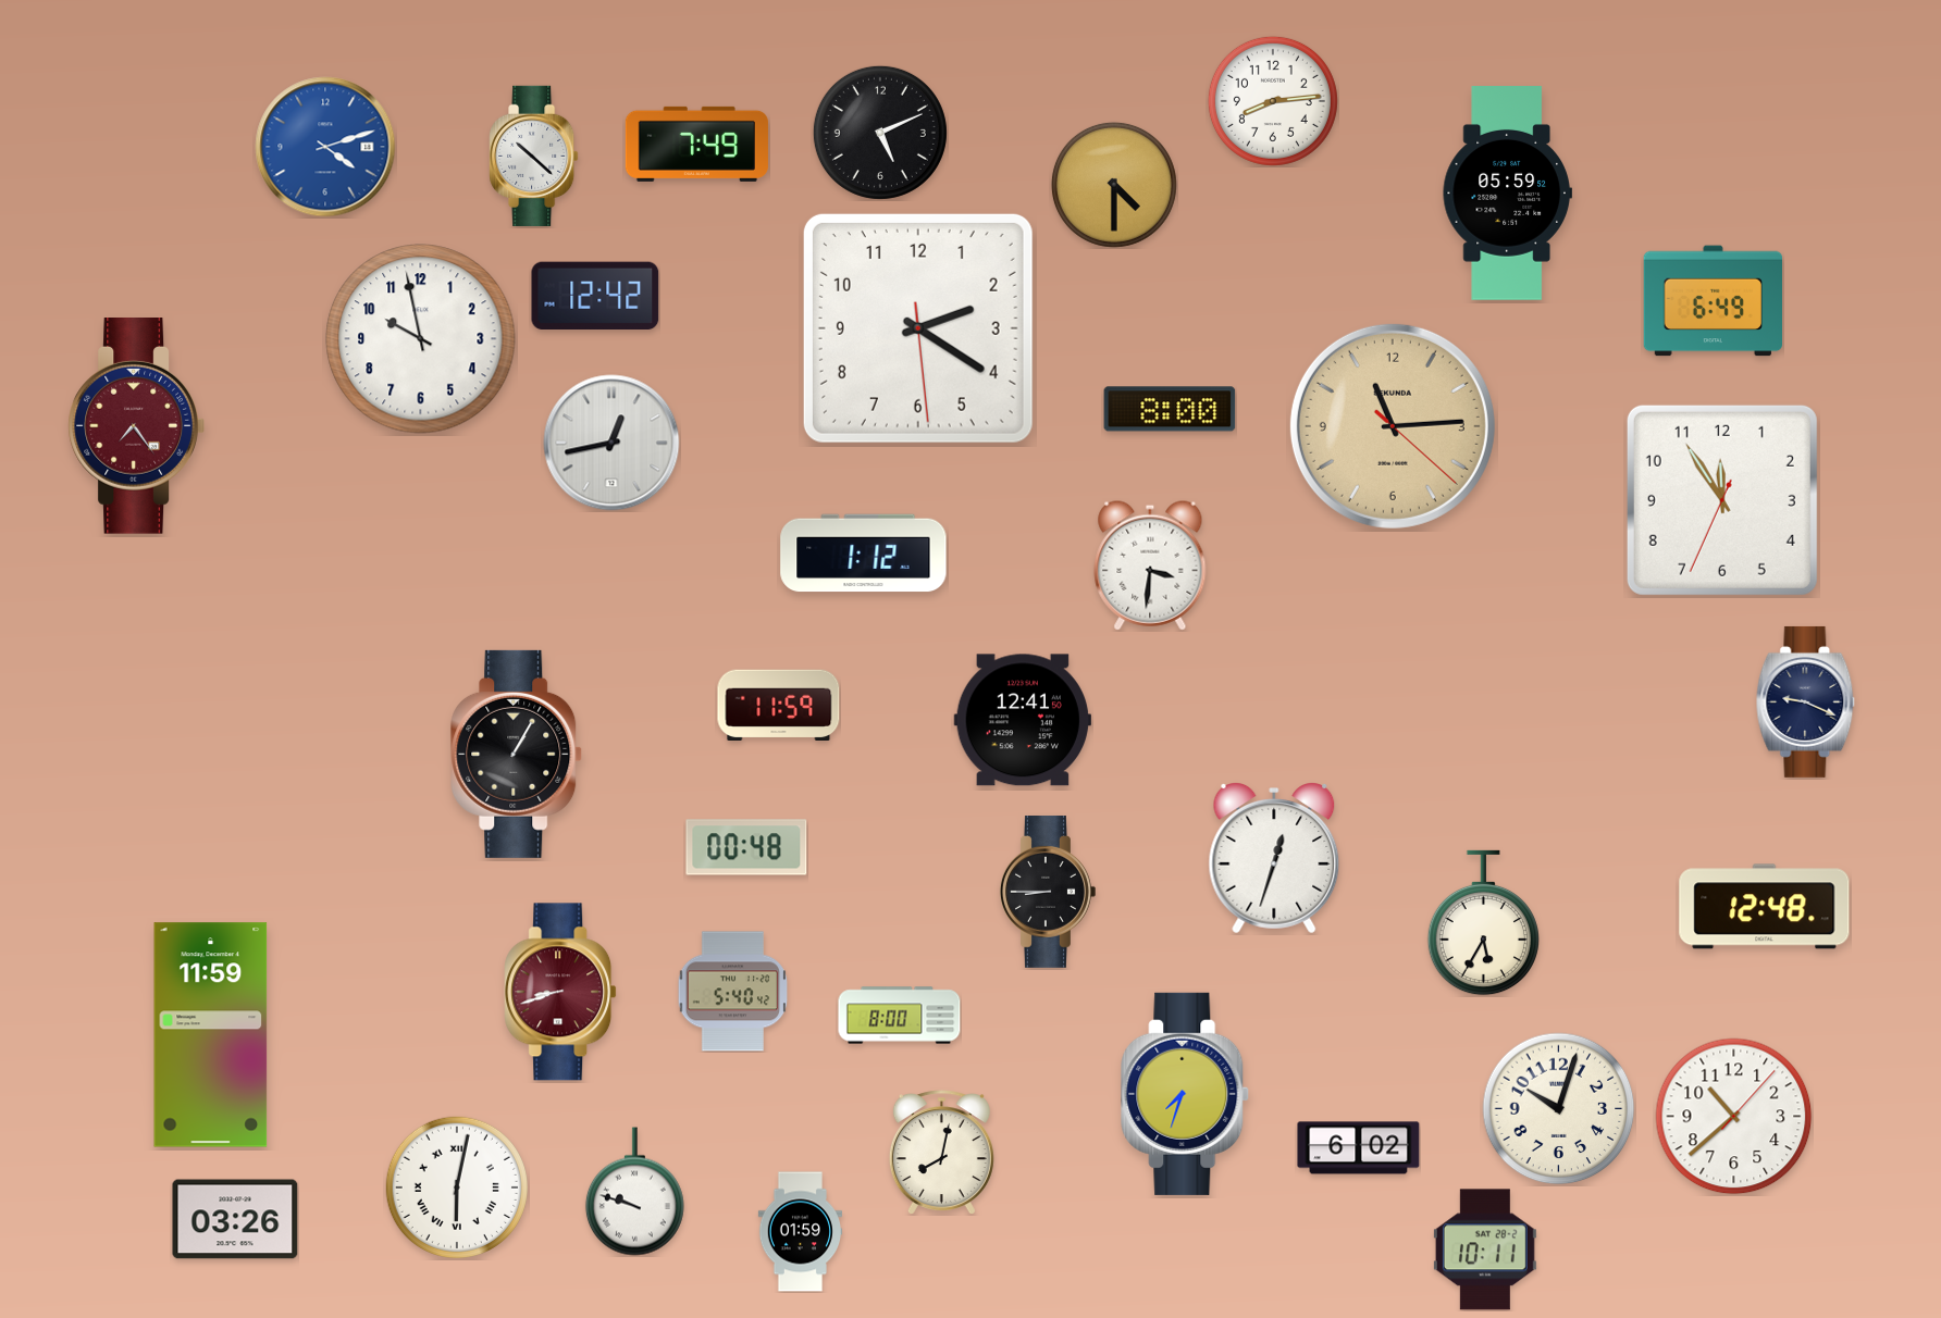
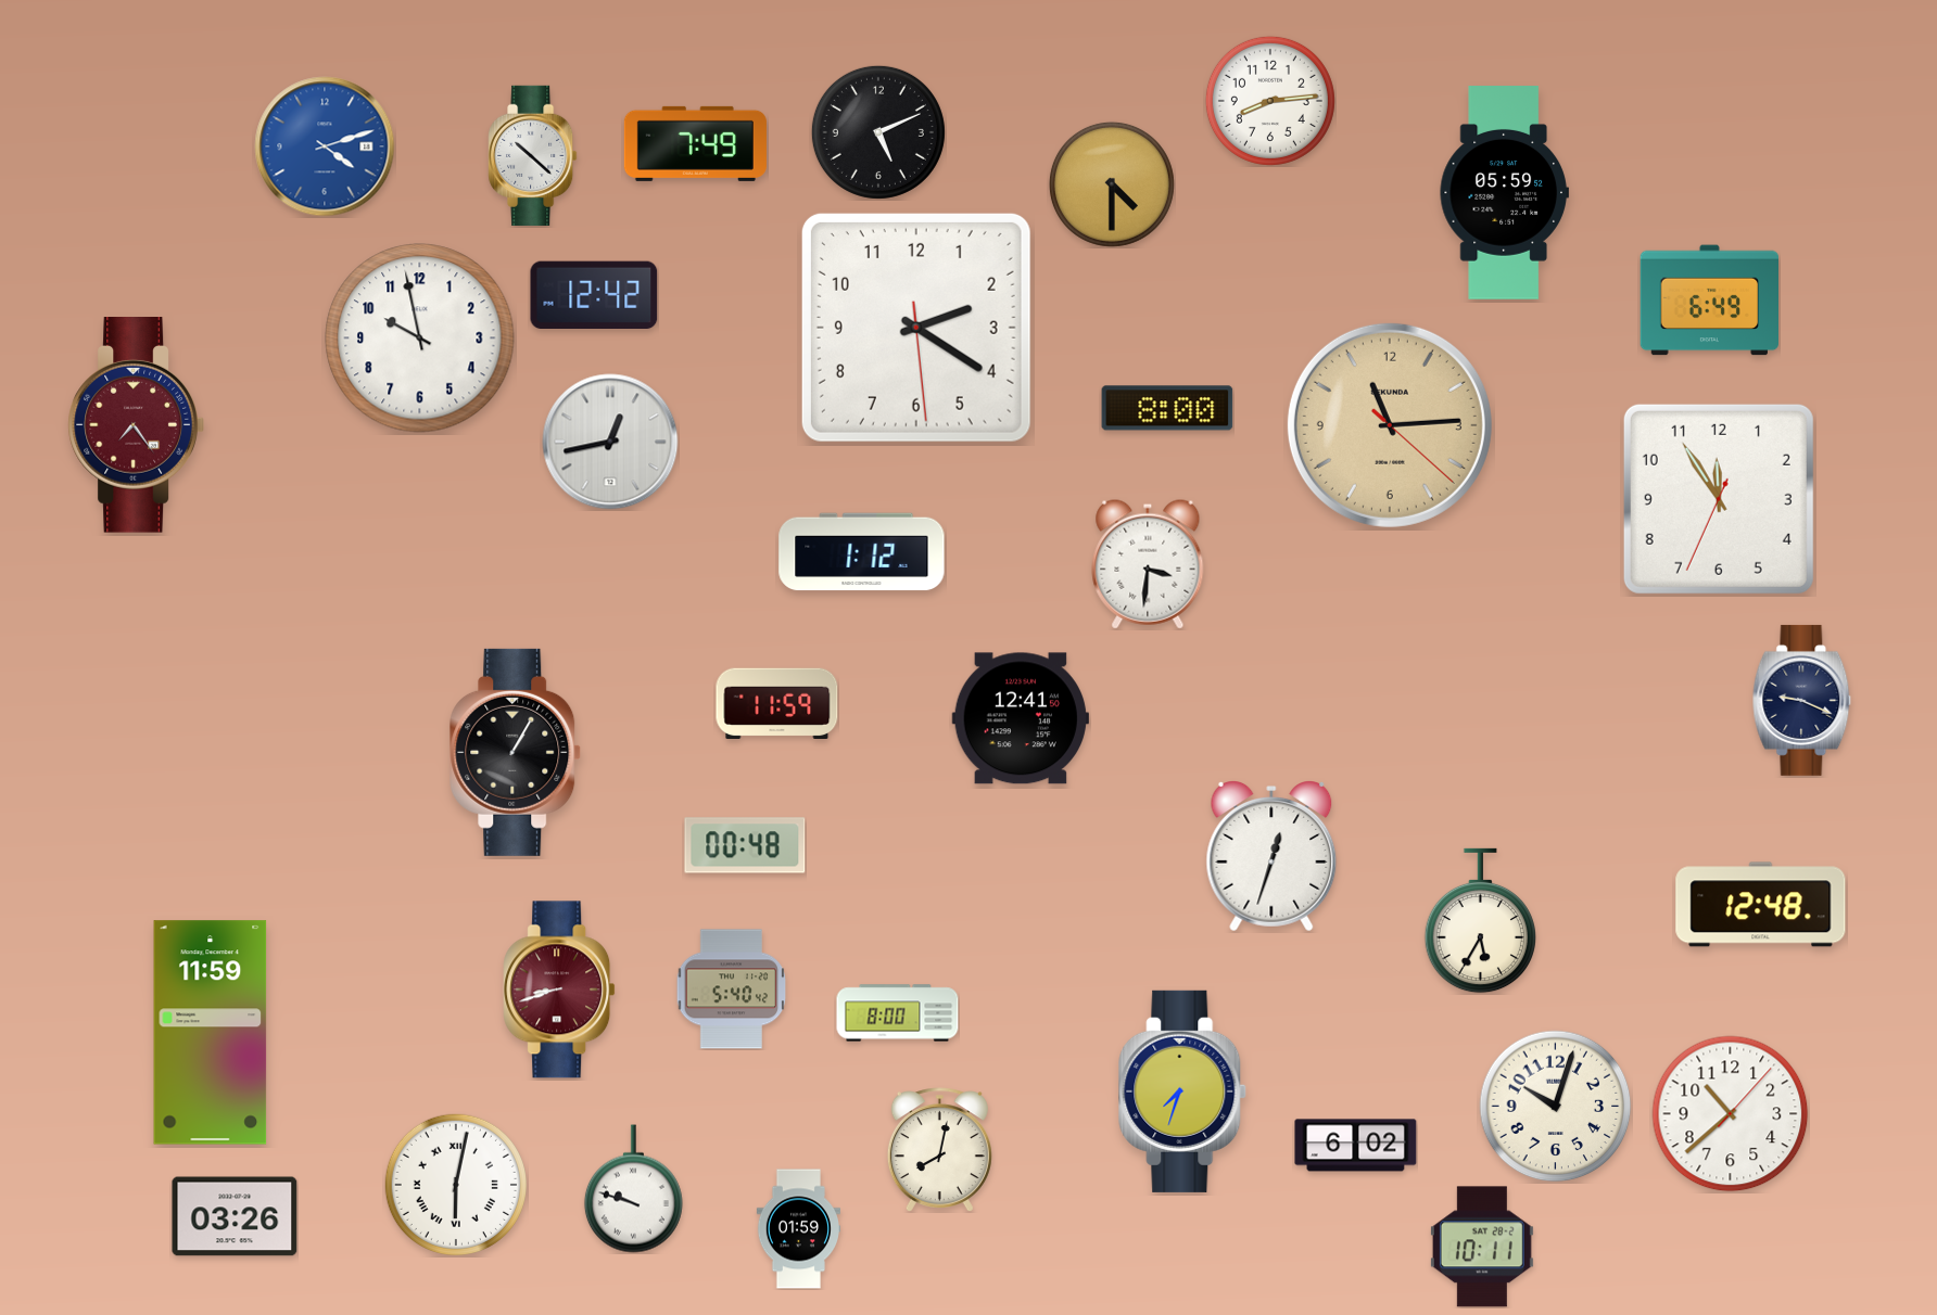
clock at (1048, 892): 8:45 -> none
